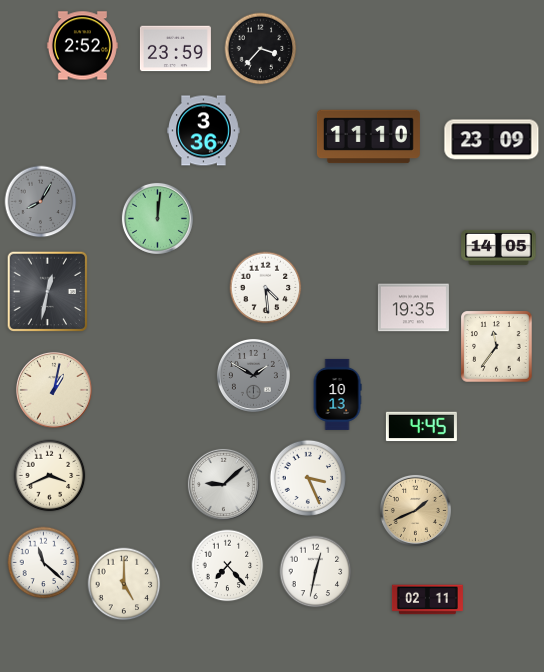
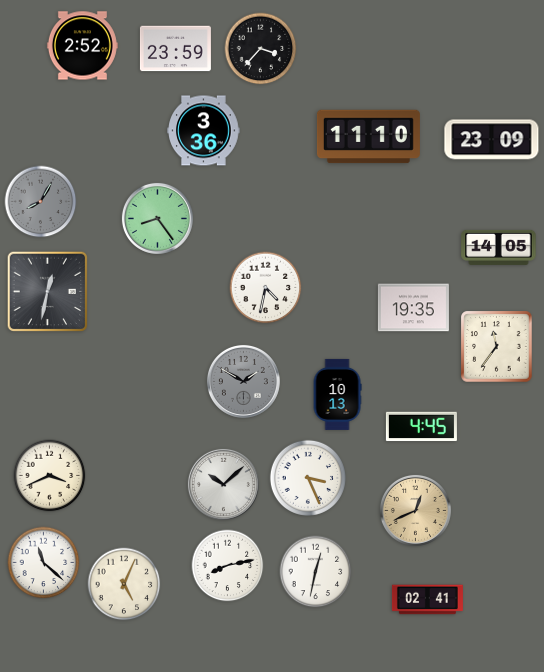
clock at (157, 218): 12:01 -> 8:24
clock at (266, 288): 4:29 -> 4:32
clock at (253, 375) position: (253, 375) -> (243, 381)
clock at (55, 391): 1:02 -> none
clock at (223, 484): 9:08 -> 10:08
clock at (415, 510): 1:41 -> 12:41
clock at (228, 566): 7:23 -> 8:13
clock at (124, 584): 5:00 -> 5:04
clock at (427, 600): 02:11 -> 02:41
